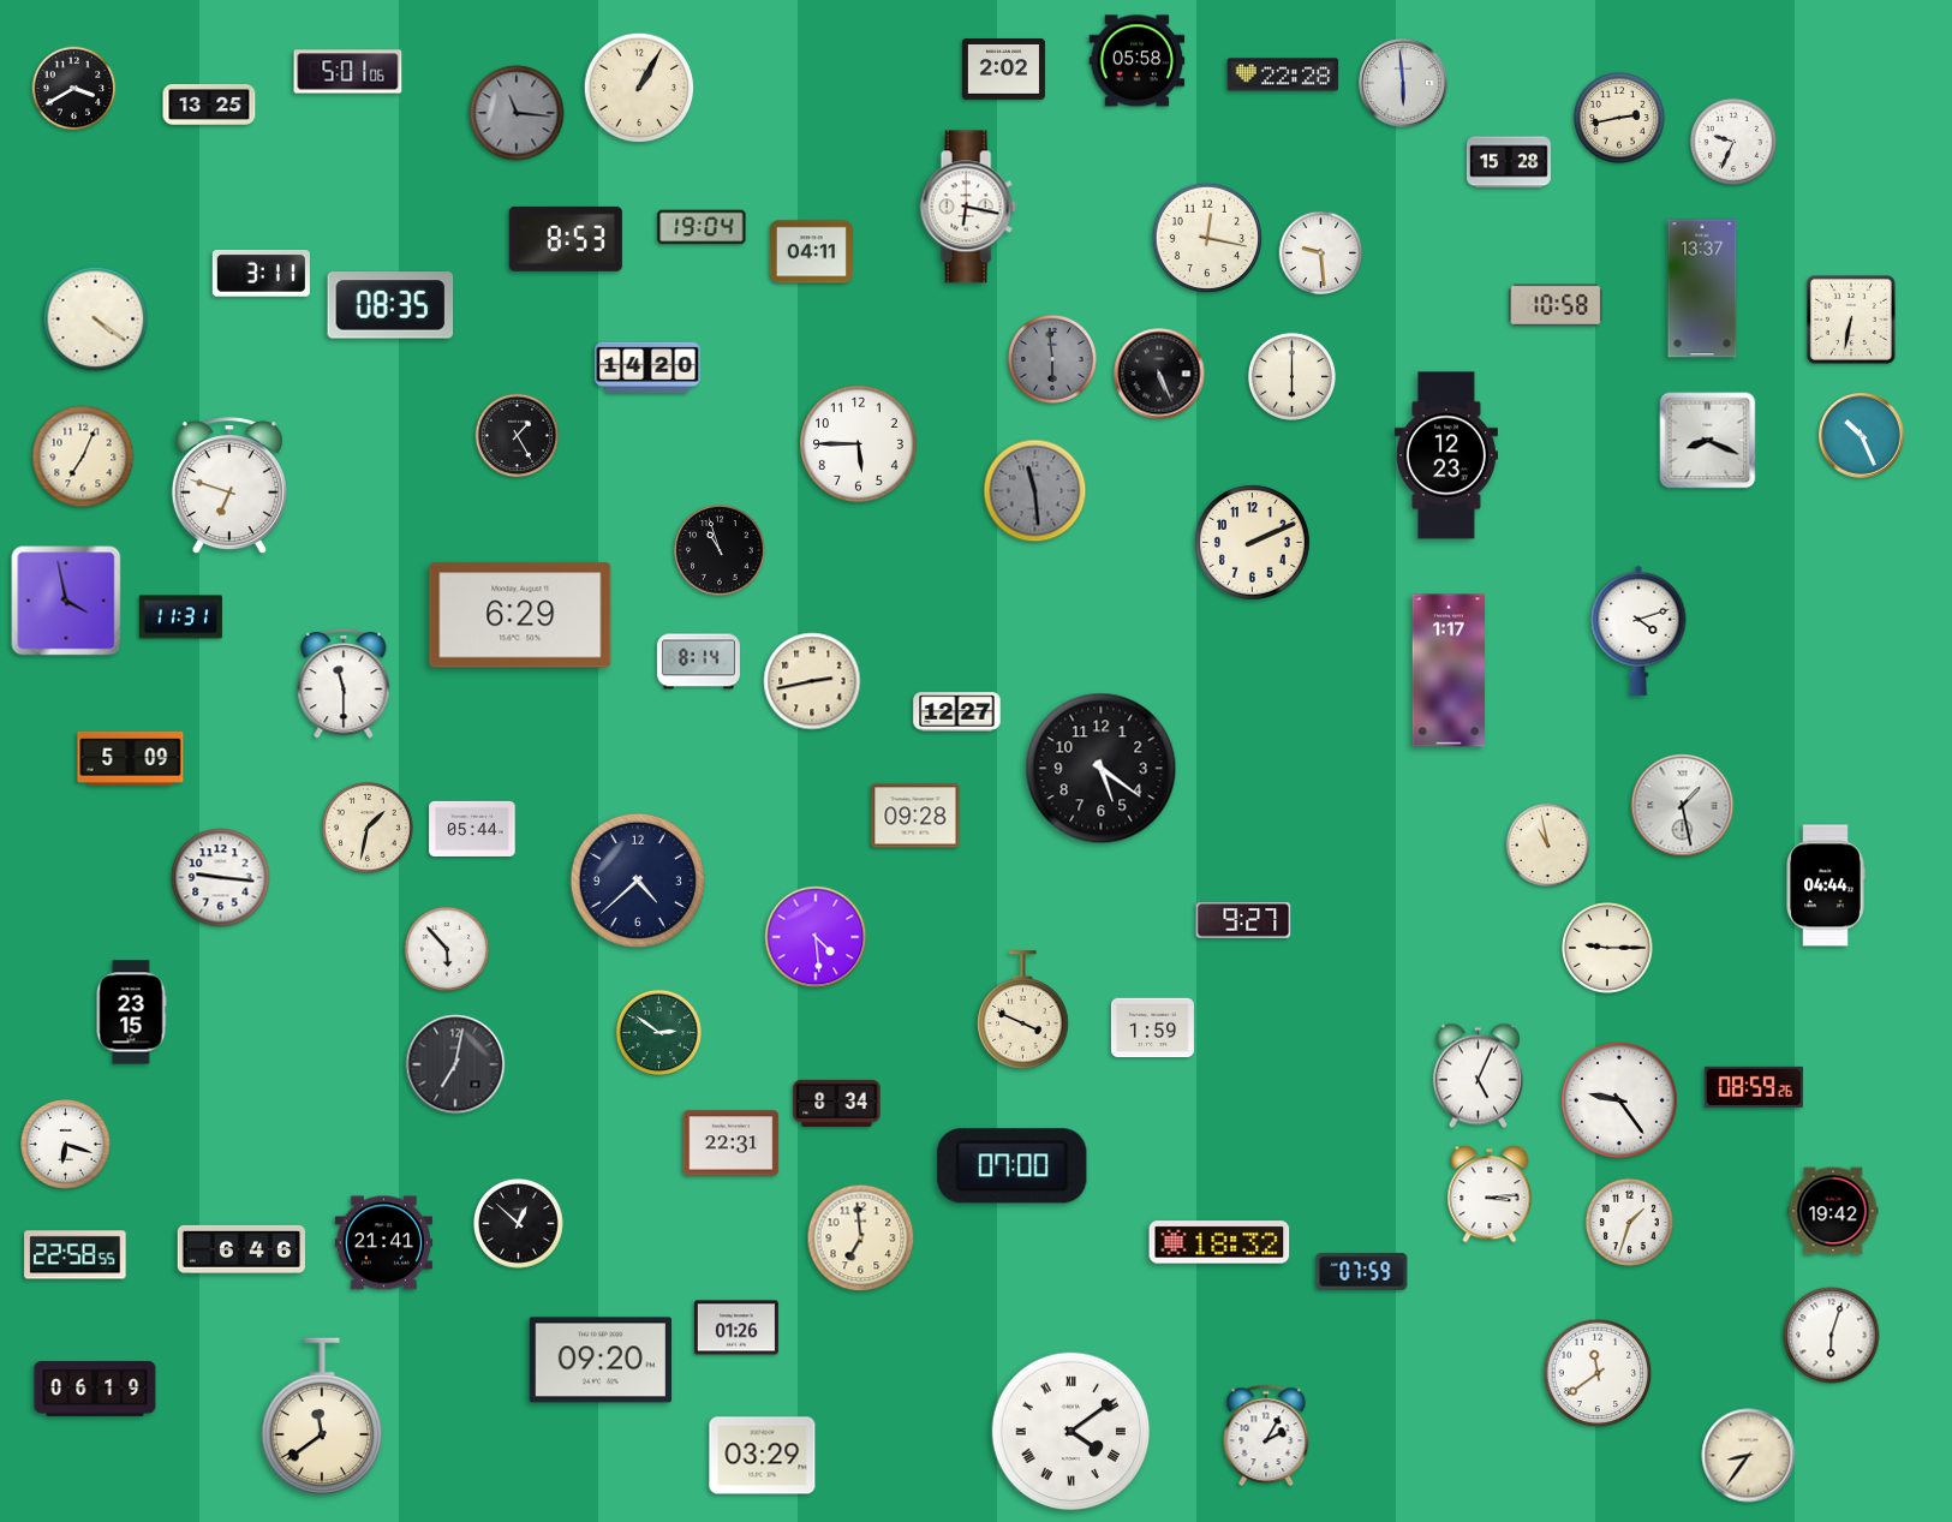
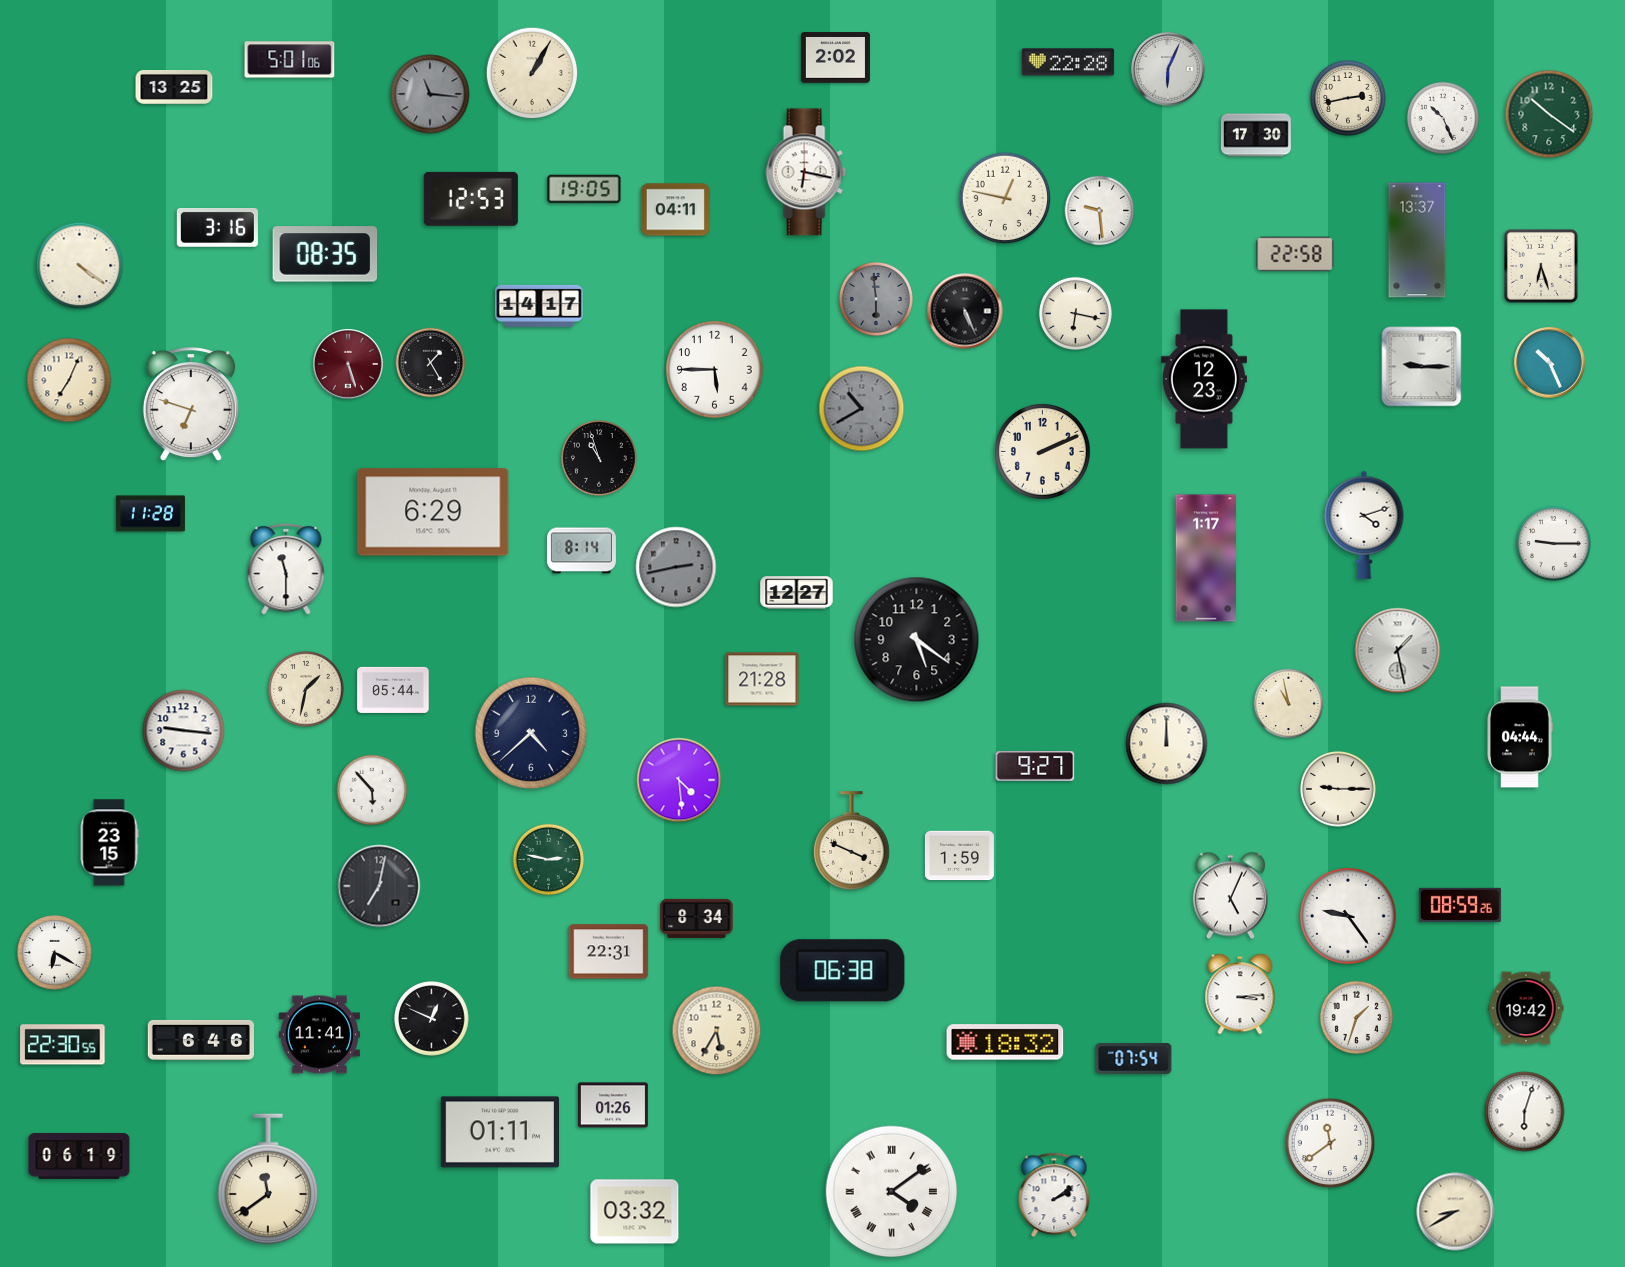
clock at (1138, 61): 05:58 -> none
clock at (1403, 83): 5:59 -> 6:04
clock at (74, 89): 3:40 -> none
clock at (1549, 114): none -> 10:21
clock at (1733, 142): 9:34 -> 10:26
clock at (1509, 162): 15:28 -> 17:30
clock at (702, 227): 19:04 -> 19:05
clock at (1207, 238): 12:17 -> 12:47
clock at (566, 239): 8:53 -> 12:53
clock at (261, 274): 3:11 -> 3:16
clock at (1556, 305): 10:58 -> 22:58
clock at (1851, 320): 6:32 -> 6:27
clock at (647, 368): 14:20 -> 14:17
clock at (1291, 376): 6:00 -> 6:17
clock at (349, 365): none -> 5:27
clock at (1708, 441): 8:19 -> 9:15
clock at (1035, 491): 11:29 -> 10:40
clock at (66, 601): 3:58 -> none
clock at (180, 617): 11:31 -> 11:28
clock at (1554, 544): none -> 9:15
clock at (812, 681) dial: cream -> grey
clock at (131, 758): 5:09 -> none
clock at (1683, 806) position: (1683, 806) -> (1398, 651)
clock at (915, 816): 09:28 -> 21:28
clock at (1167, 744): none -> 12:00
clock at (658, 1032): 2:51 -> 2:47
clock at (66, 1145): 6:18 -> 6:20
clock at (1013, 1166): 07:00 -> 06:38
clock at (519, 1224): 12:52 -> 12:49
clock at (861, 1239): 6:59 -> 5:35
clock at (1219, 1242) position: (1219, 1242) -> (1005, 1042)
clock at (383, 1243): 21:41 -> 11:41
clock at (76, 1255): 22:58 -> 22:30
clock at (1362, 1271): 07:59 -> 07:54
clock at (599, 1360): 09:20 -> 01:11
clock at (1266, 1436): 2:05 -> 2:09
clock at (763, 1456): 03:29 -> 03:32
clock at (1749, 1456): 8:36 -> 8:40
